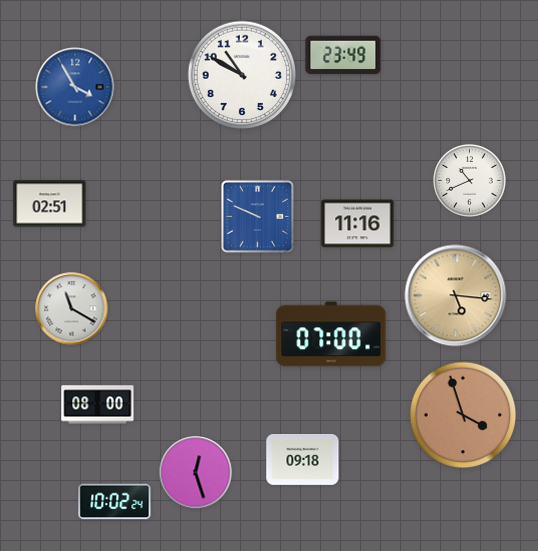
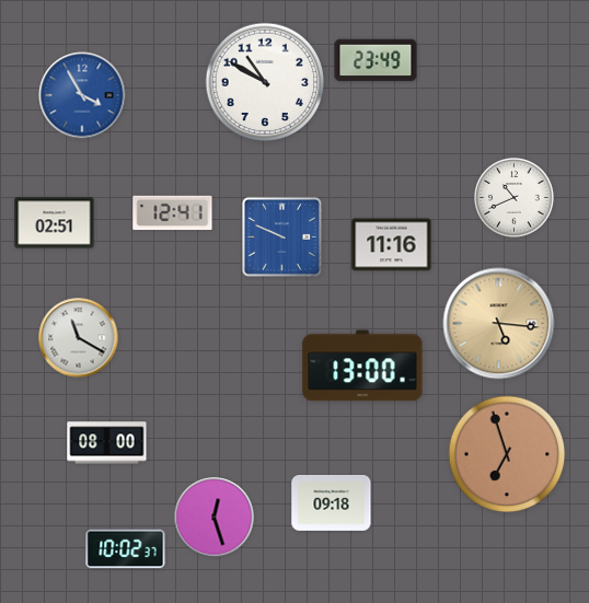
clock at (173, 213): none -> 12:41
clock at (331, 334): 07:00 -> 13:00
clock at (463, 415): 3:57 -> 6:57
clock at (115, 502): 10:02:24 -> 10:02:37
